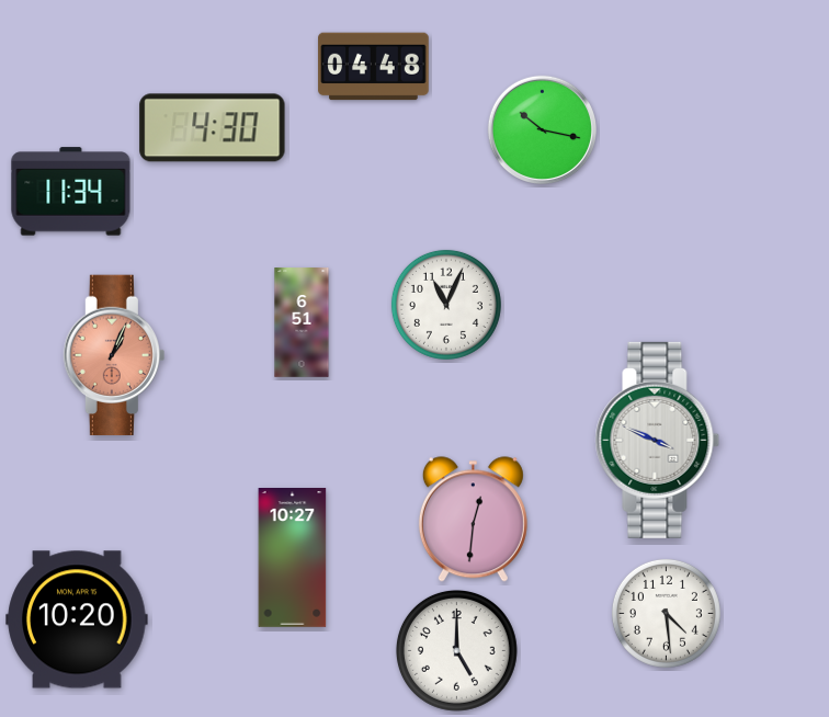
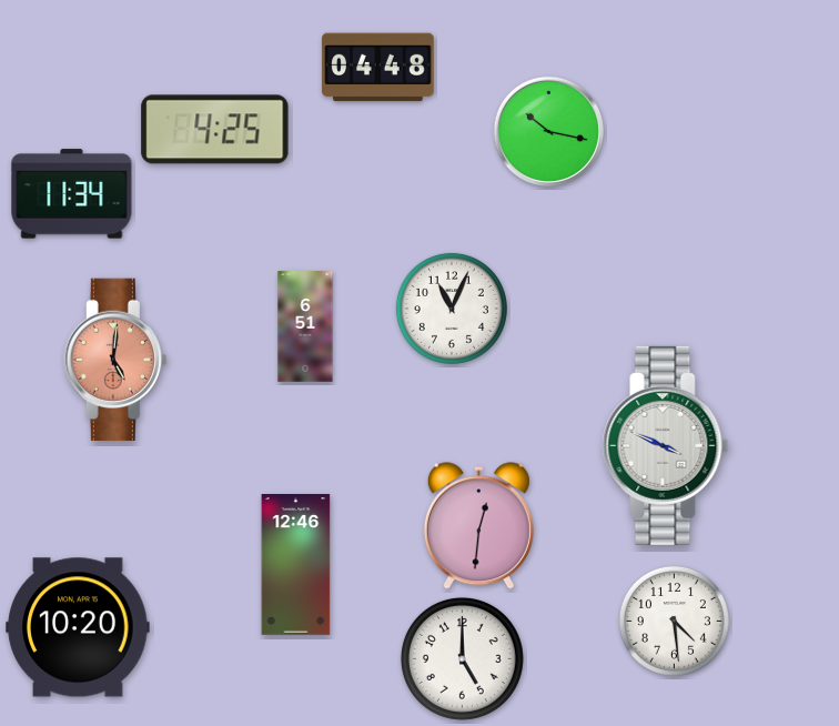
clock at (213, 128): 4:30 -> 4:25
clock at (114, 355): 1:04 -> 5:01
clock at (293, 558): 10:27 -> 12:46
